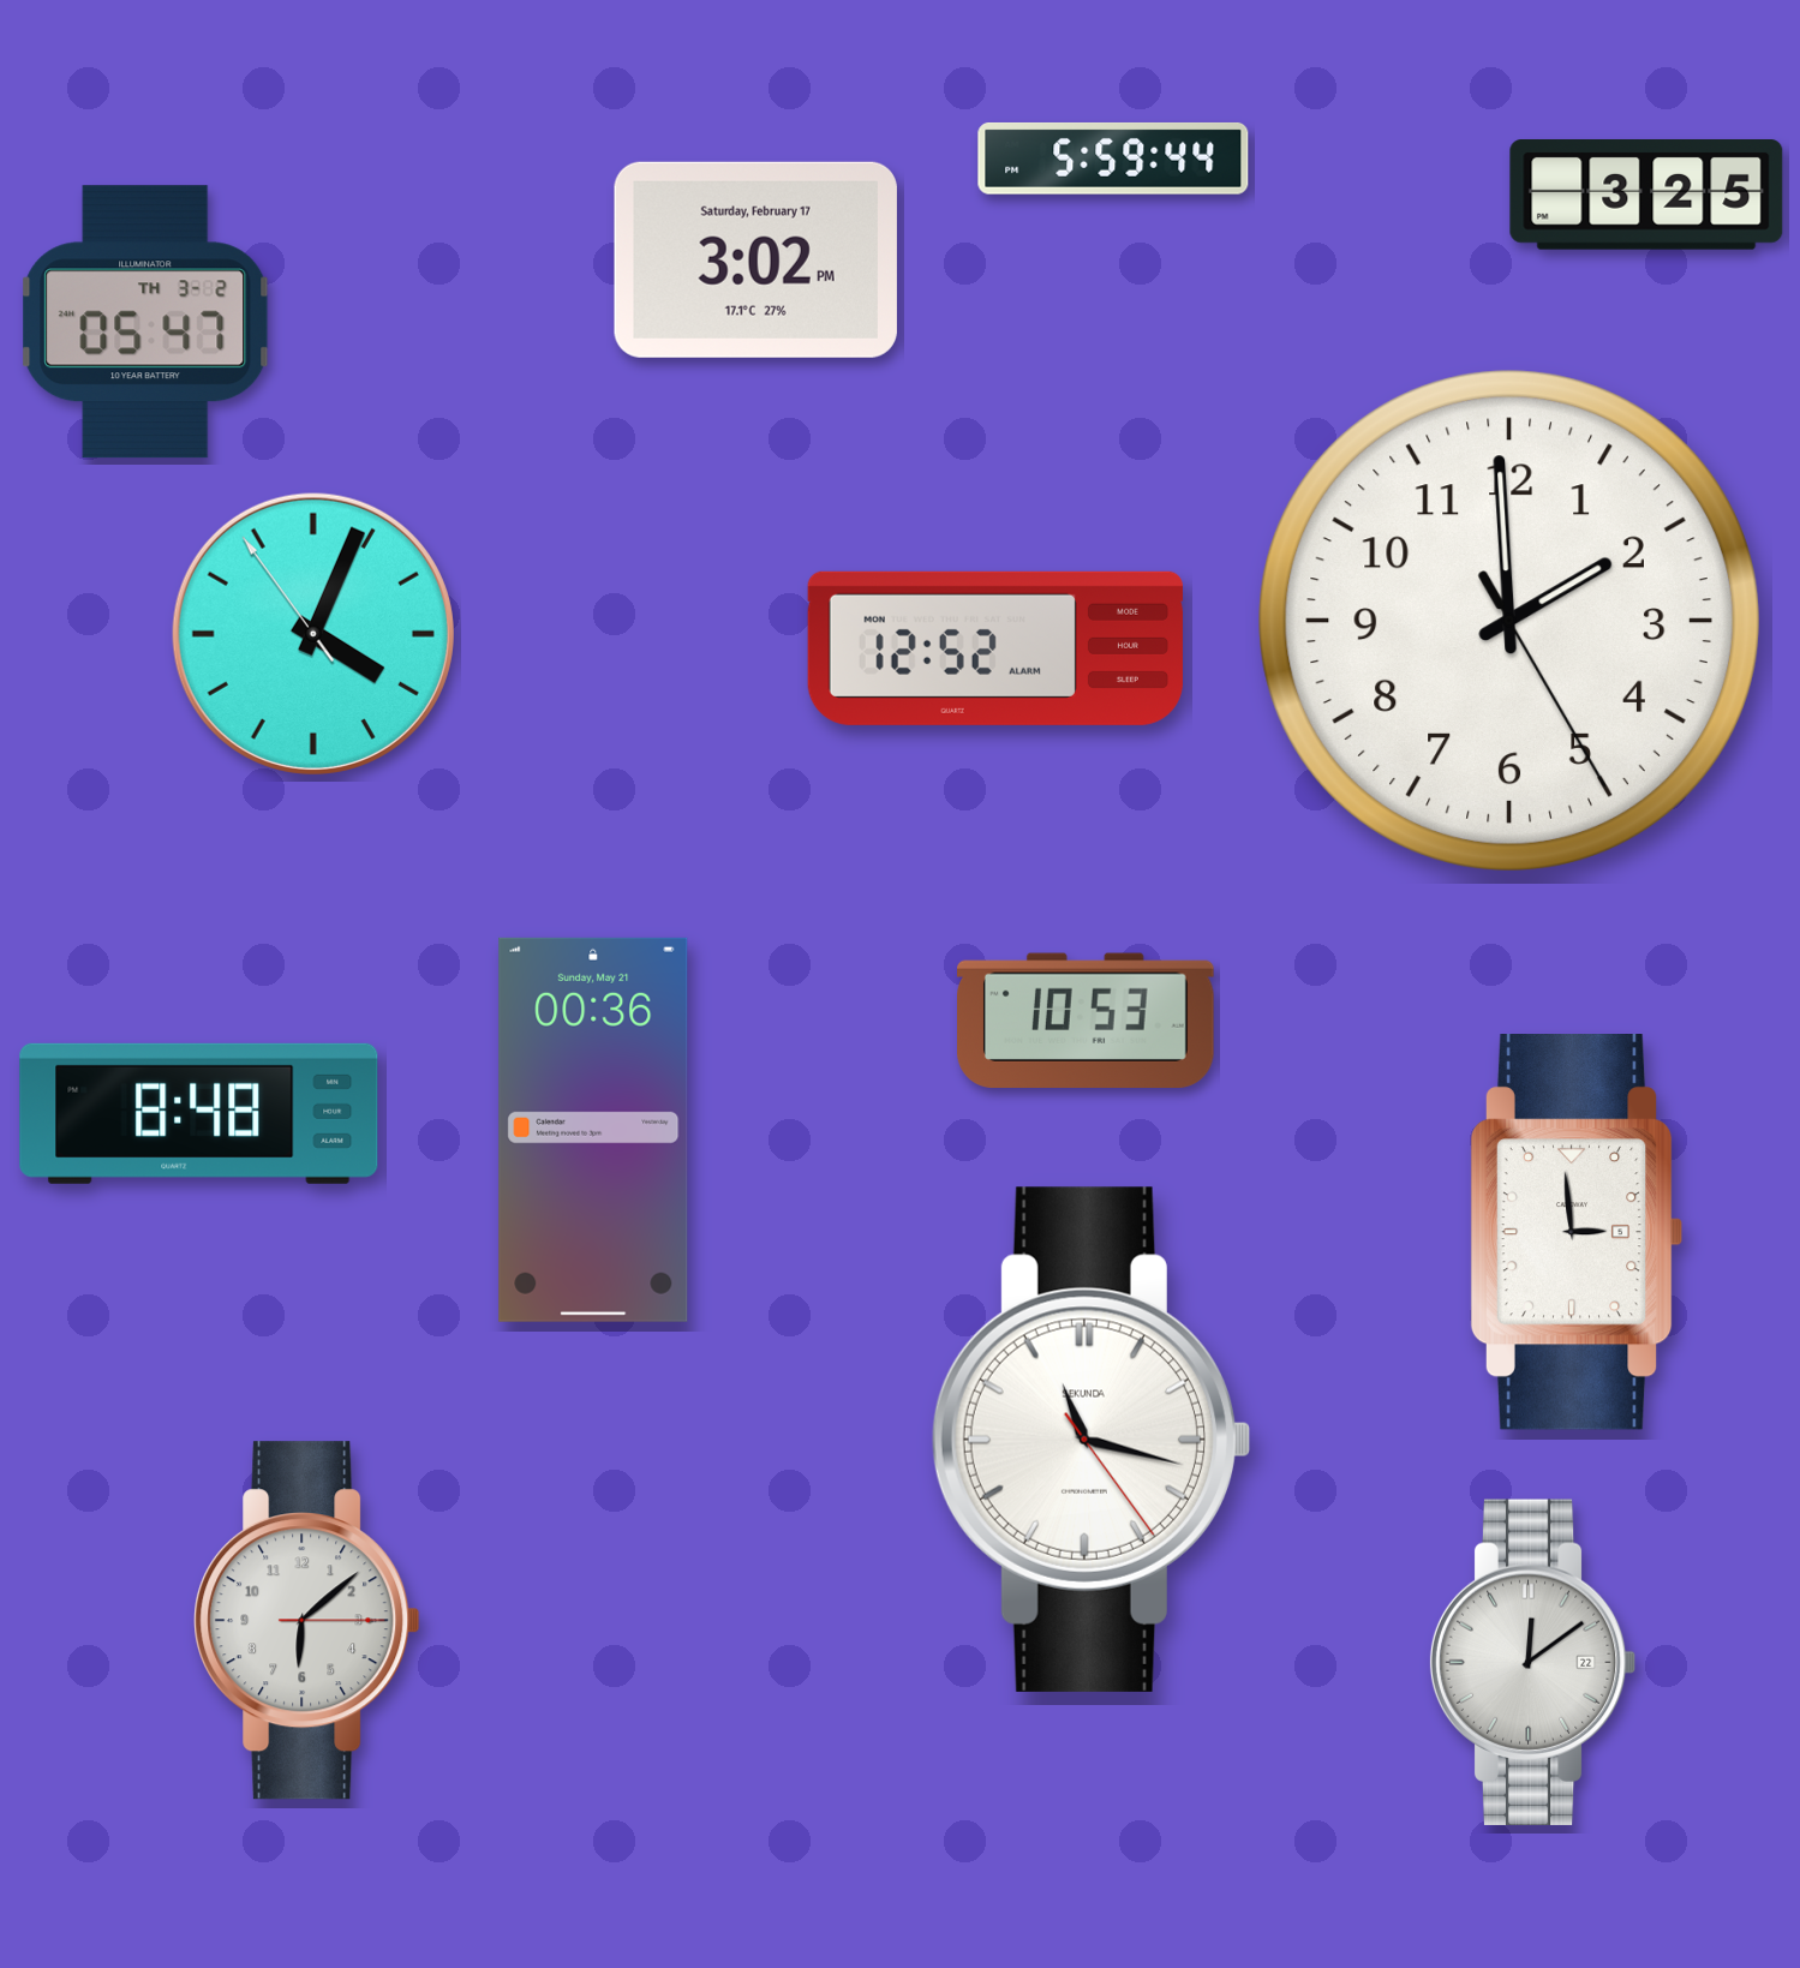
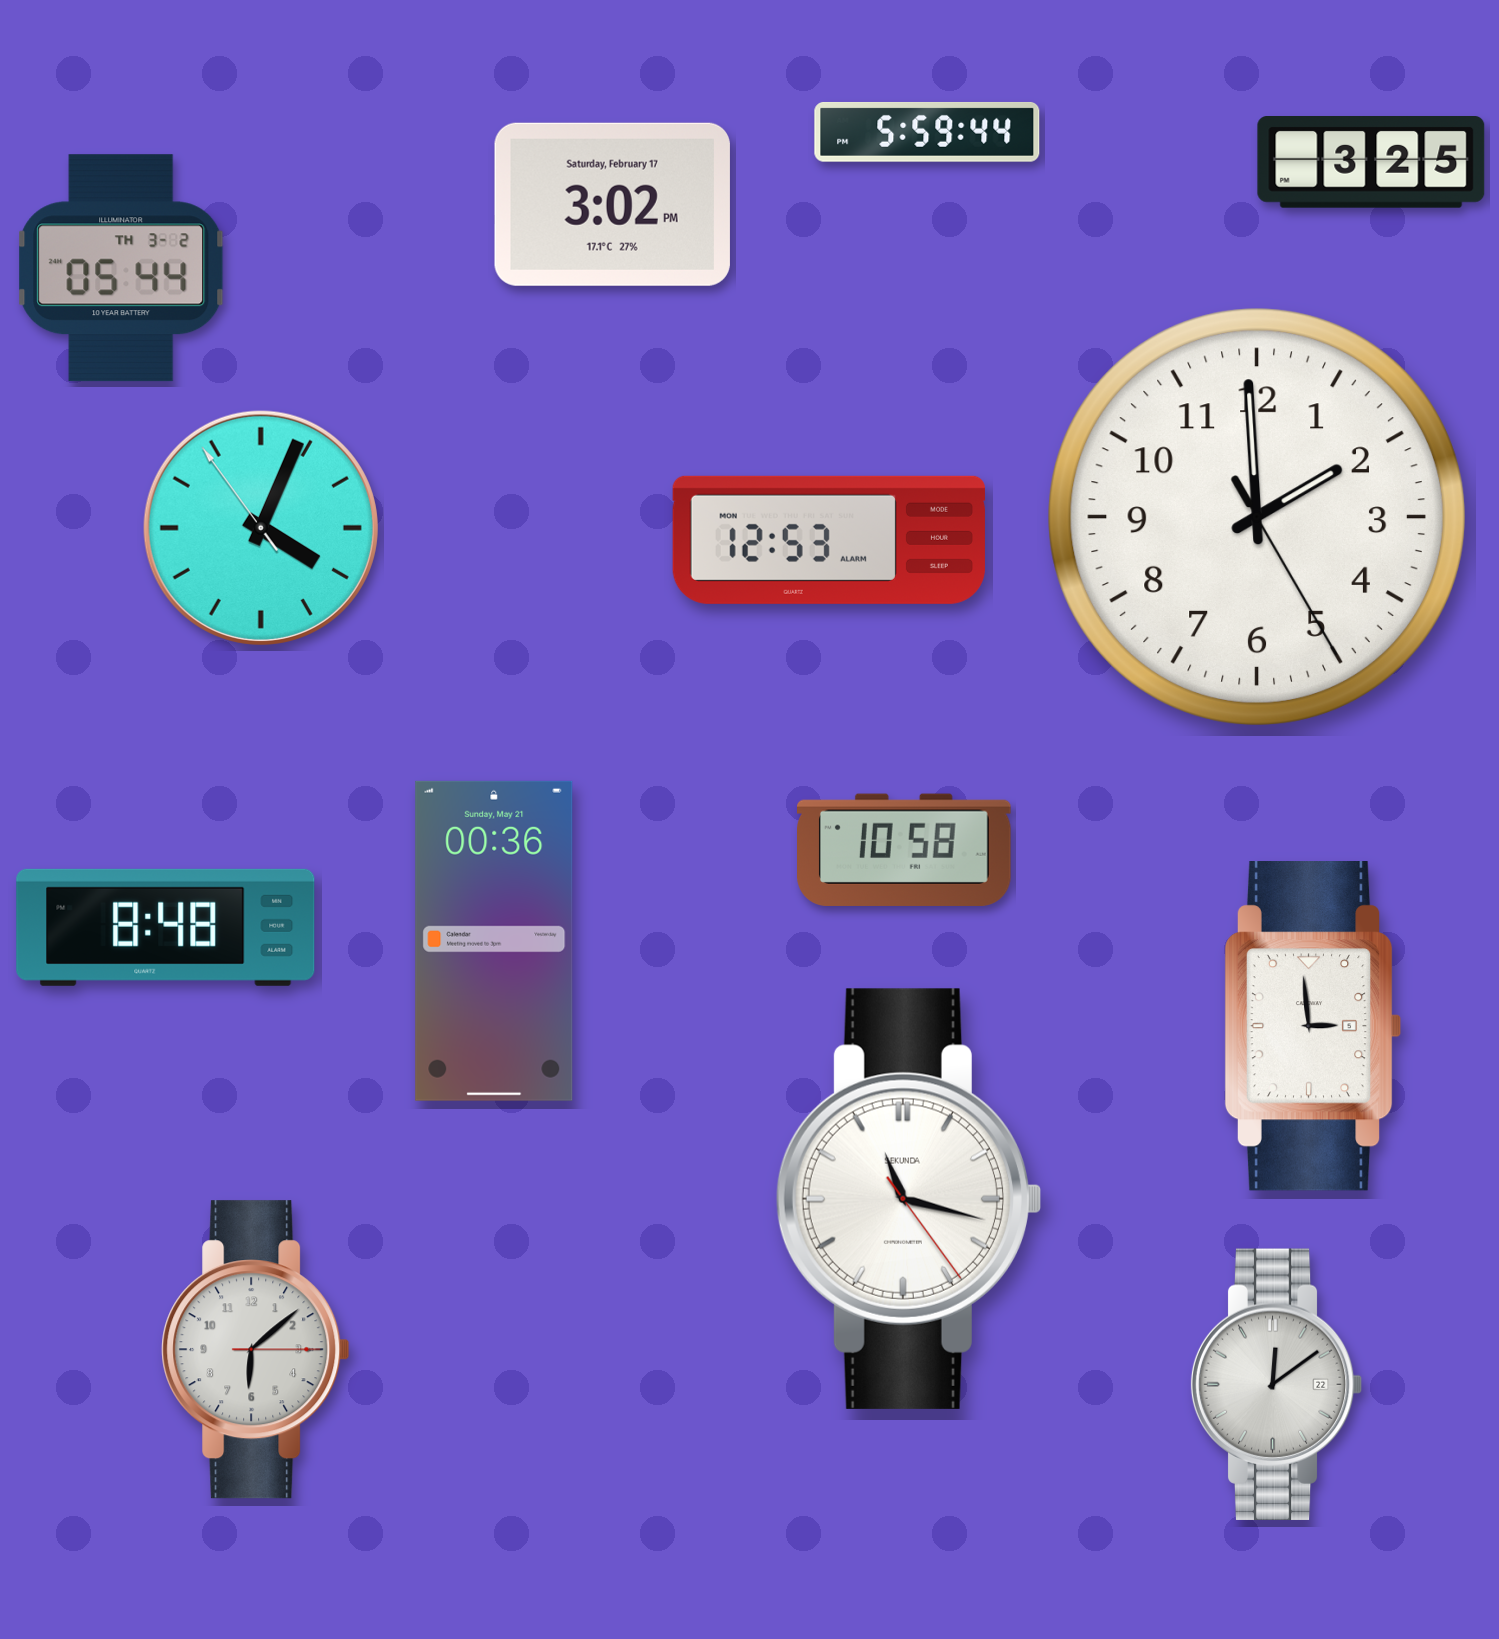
clock at (755, 259) position: (755, 259) -> (612, 204)
clock at (145, 322): 05:47 -> 05:44
clock at (995, 648): 12:52 -> 12:53
clock at (1087, 1019): 10:53 -> 10:58
